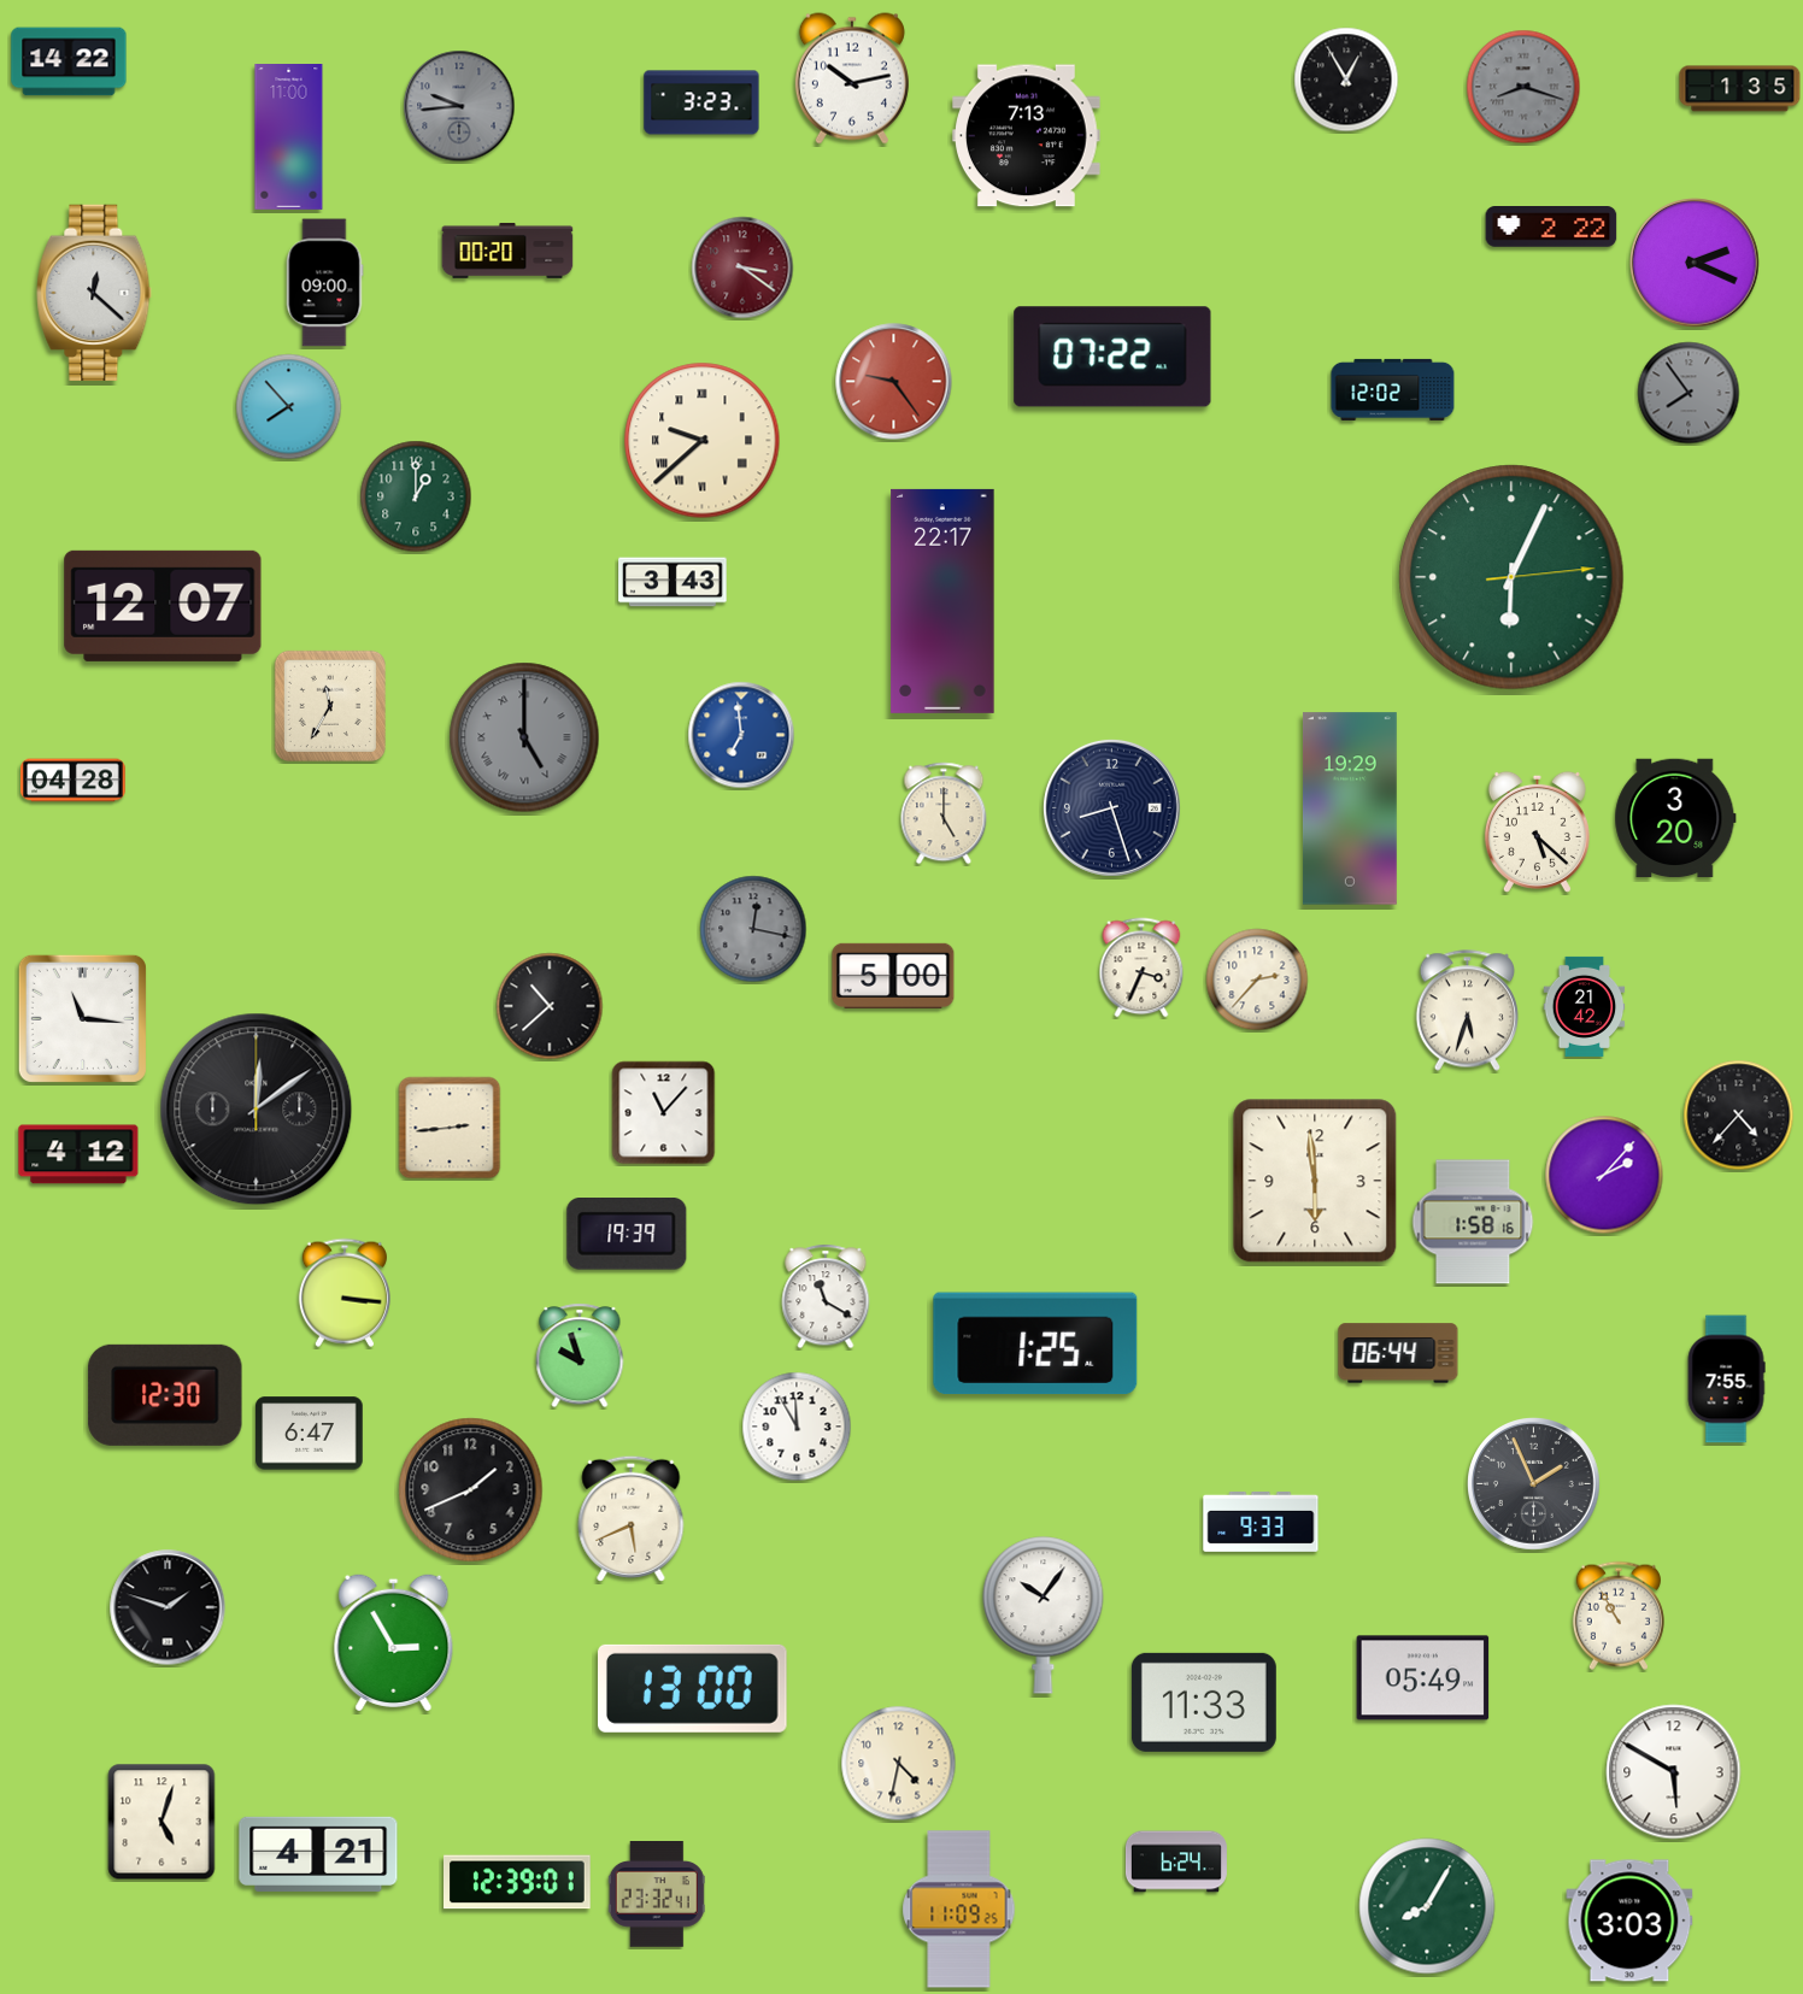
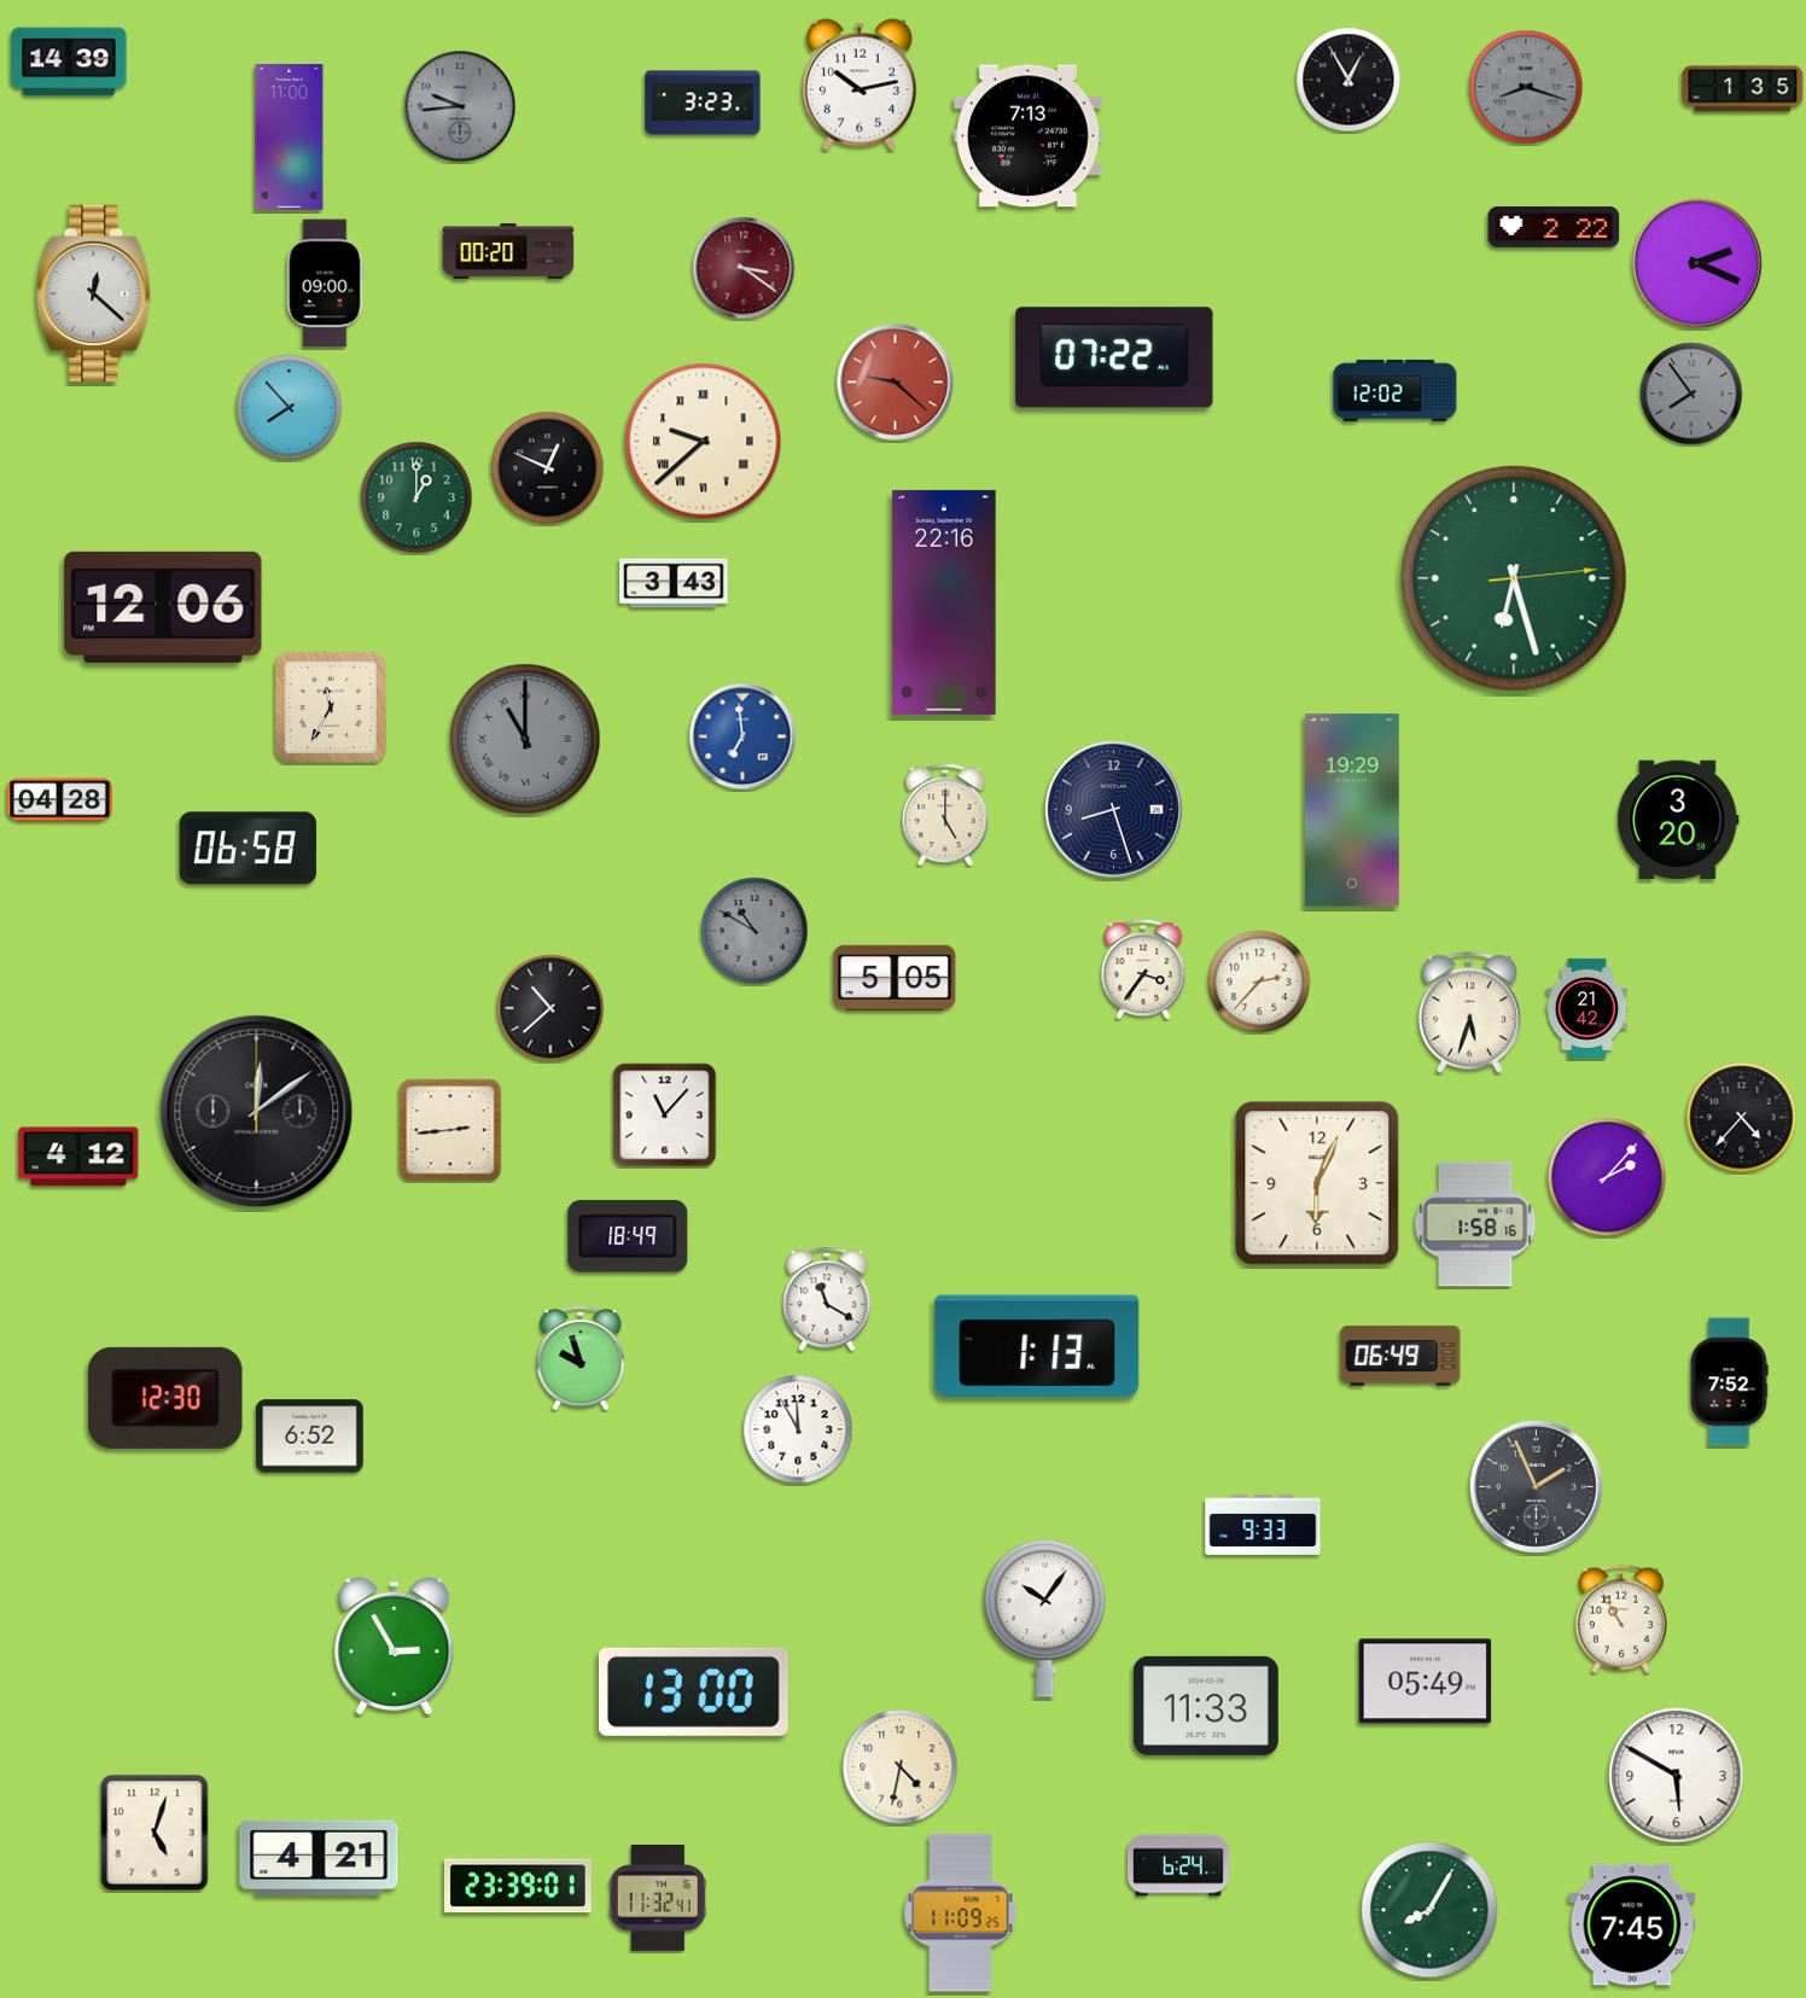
clock at (69, 61): 14:22 -> 14:39
clock at (852, 78) position: (852, 78) -> (860, 85)
clock at (894, 382): 9:24 -> 9:22
clock at (548, 468): none -> 12:49
clock at (1511, 577): 6:04 -> 6:27
clock at (942, 601): 22:17 -> 22:16
clock at (163, 606): 12:07 -> 12:06
clock at (524, 737): 5:00 -> 11:00
clock at (74, 781) position: (74, 781) -> (60, 800)
clock at (1537, 831): 5:22 -> none
clock at (247, 849): none -> 06:58
clock at (753, 929): 12:17 -> 10:50
clock at (1141, 967): 3:34 -> 3:36
clock at (893, 976): 5:00 -> 5:05
clock at (82, 1018): 11:16 -> none
clock at (1315, 1181): 5:59 -> 6:04
clock at (627, 1235): 19:39 -> 18:49
clock at (345, 1293): 3:16 -> none
clock at (1035, 1343): 1:25 -> 1:13
clock at (1398, 1353): 06:44 -> 06:49
clock at (1726, 1380): 7:55 -> 7:52
clock at (310, 1434): 6:47 -> 6:52
clock at (471, 1490): 1:41 -> none
clock at (632, 1518): 5:41 -> none
clock at (168, 1607): 1:48 -> none
clock at (161, 1822) position: (161, 1822) -> (155, 1833)
clock at (518, 1882): 12:39 -> 23:39
clock at (657, 1895): 23:32 -> 11:32
clock at (1629, 1921): 3:03 -> 7:45
